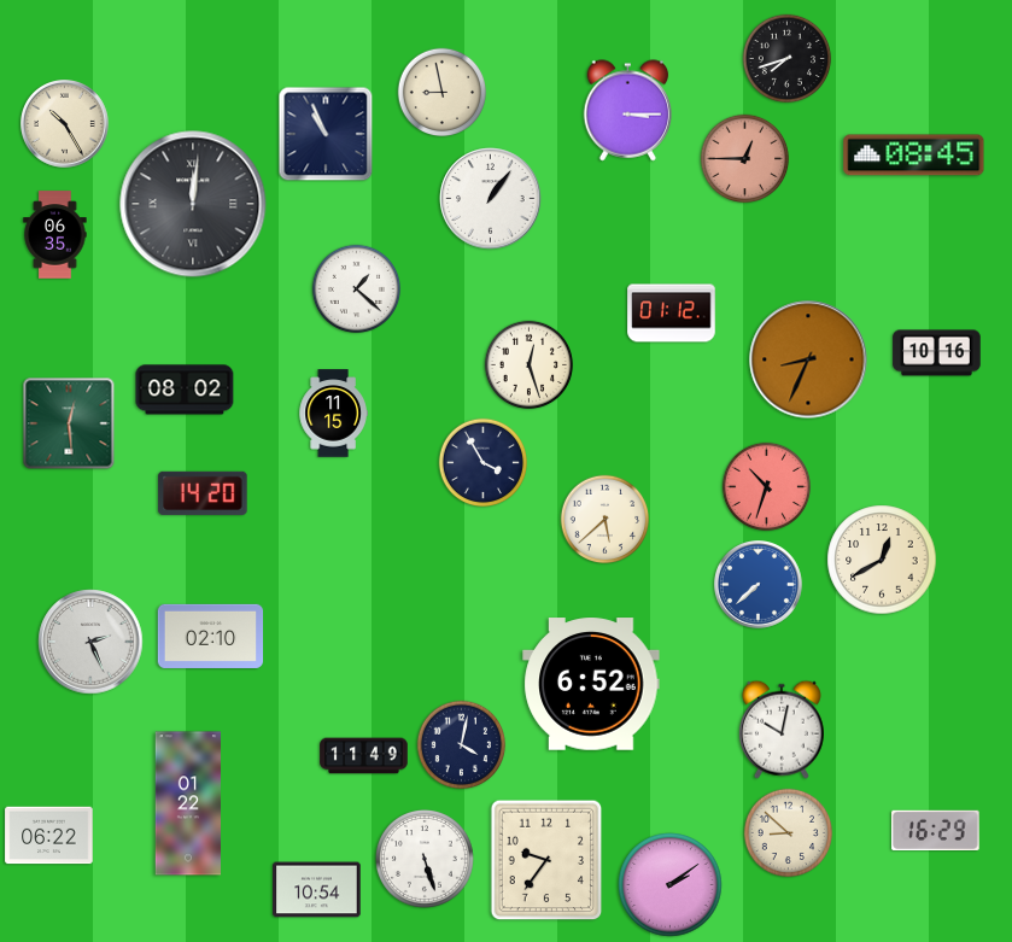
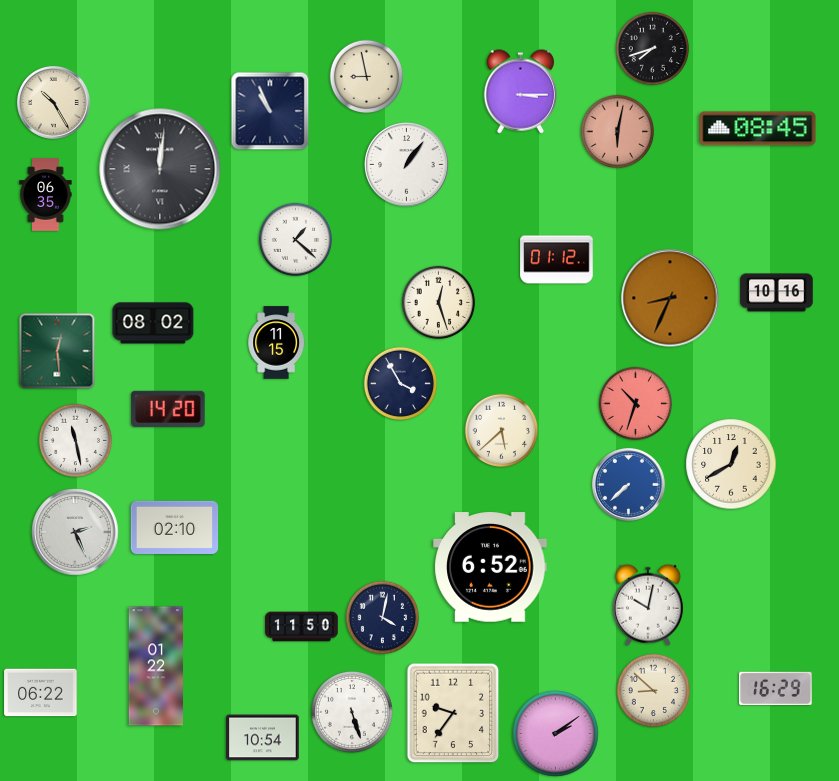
clock at (745, 159): 12:45 -> 6:02
clock at (76, 441): none -> 11:28
clock at (364, 756): 11:49 -> 11:50
